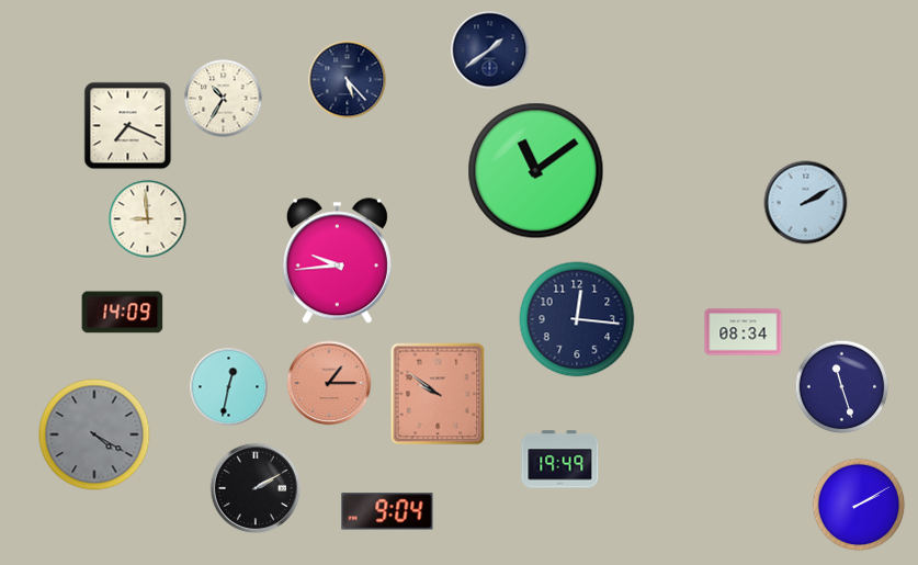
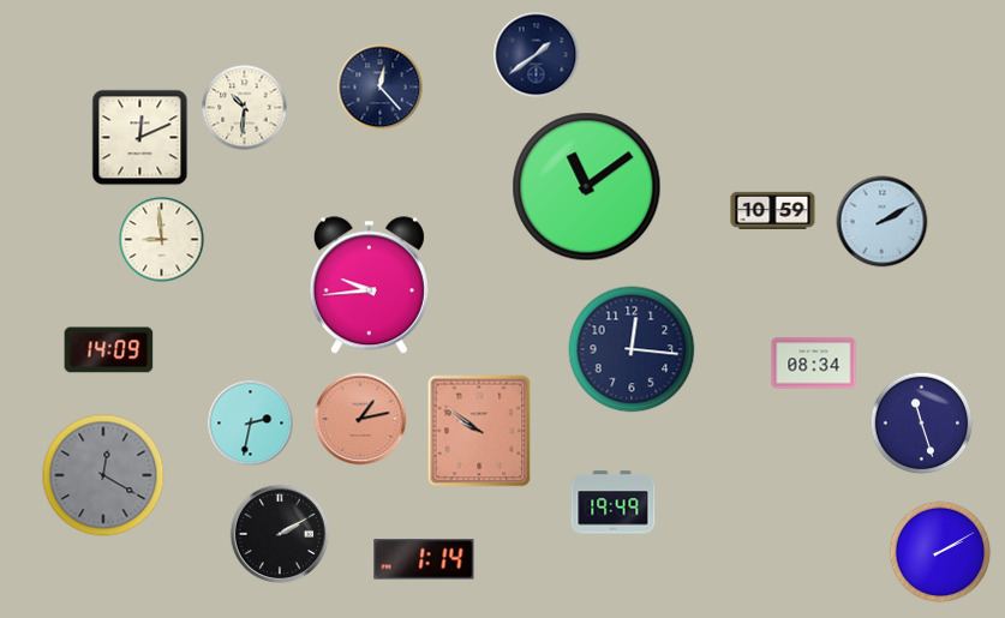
clock at (348, 80): 5:23 -> 12:23
clock at (224, 99): 10:35 -> 10:31
clock at (128, 126): 7:19 -> 12:11
clock at (773, 210): none -> 10:59
clock at (123, 313) position: (123, 313) -> (109, 350)
clock at (329, 383): 1:15 -> 1:13
clock at (229, 387): 12:32 -> 2:32
clock at (94, 434): 4:20 -> 12:20
clock at (387, 511): 9:04 -> 1:14
